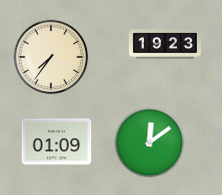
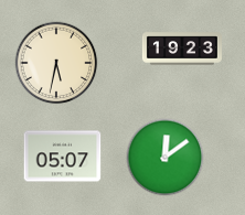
clock at (51, 57): 7:36 -> 5:32
clock at (57, 142): 01:09 -> 05:07
